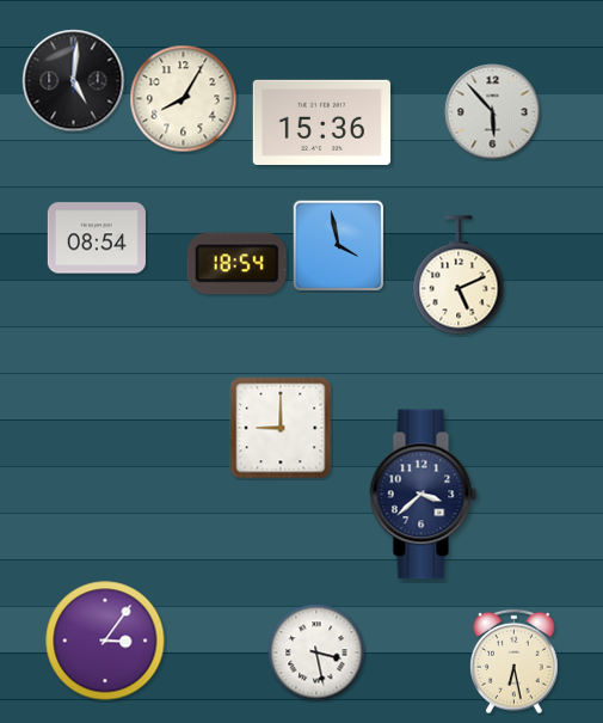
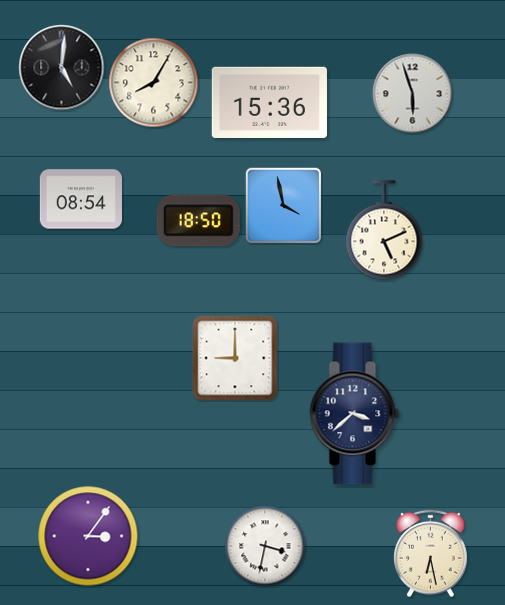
clock at (493, 112): 5:53 -> 5:57
clock at (236, 264): 18:54 -> 18:50
clock at (316, 652): 3:28 -> 3:32
